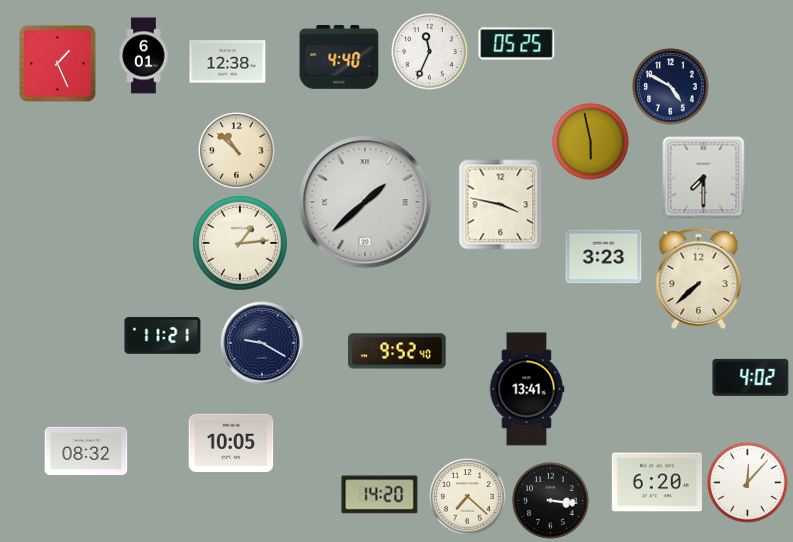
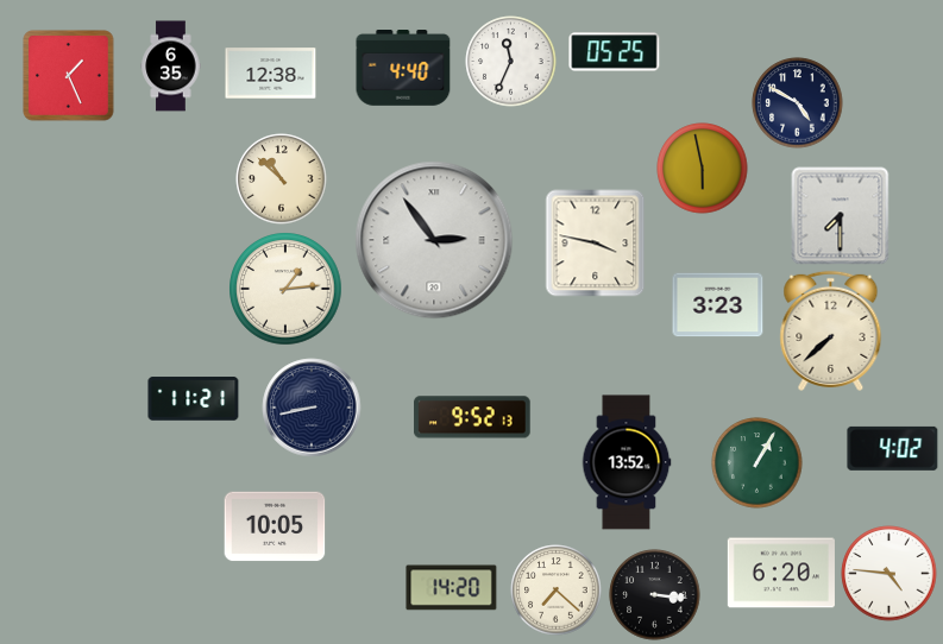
clock at (144, 56): 6:01 -> 6:35
clock at (704, 178) position: (704, 178) -> (841, 216)
clock at (365, 202): 1:38 -> 2:54
clock at (262, 343): 9:20 -> 8:43
clock at (397, 351): 9:52:40 -> 9:52:13
clock at (527, 389): 13:41 -> 13:52
clock at (757, 463): none -> 1:05
clock at (86, 451): 08:32 -> none
clock at (748, 483): 12:07 -> 4:46
